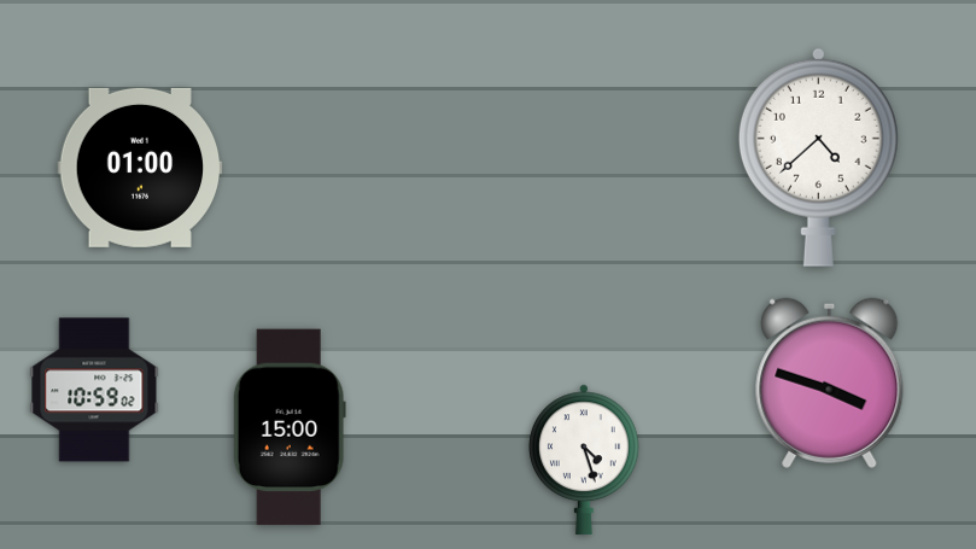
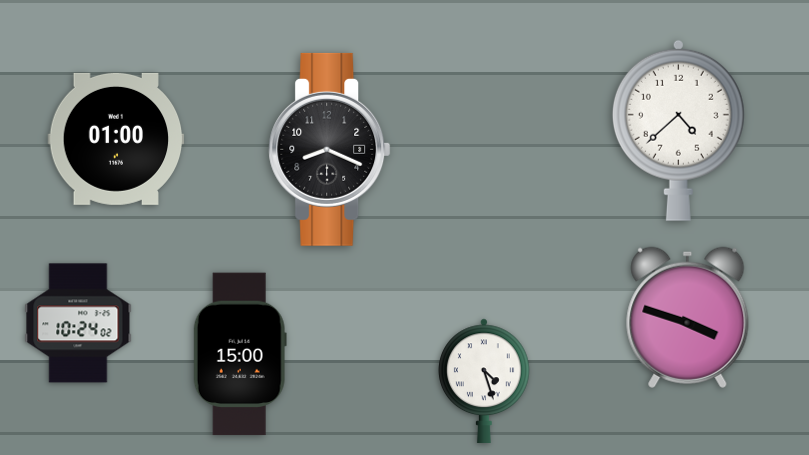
clock at (330, 149): none -> 8:19
clock at (94, 390): 10:59 -> 10:24
